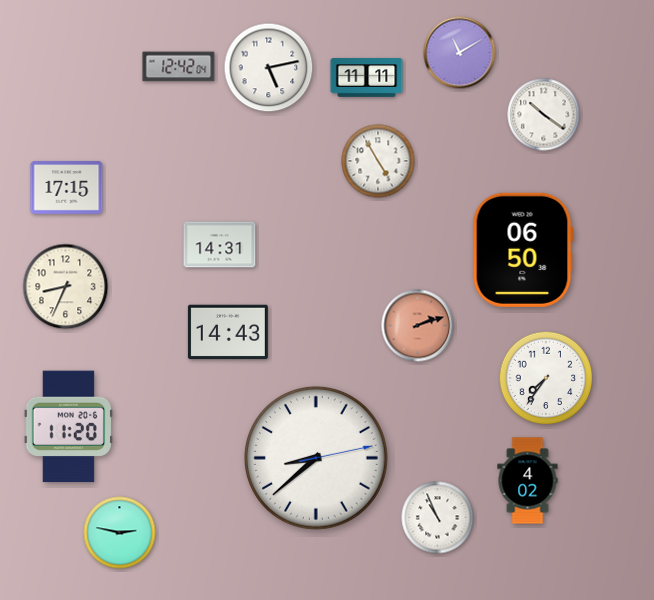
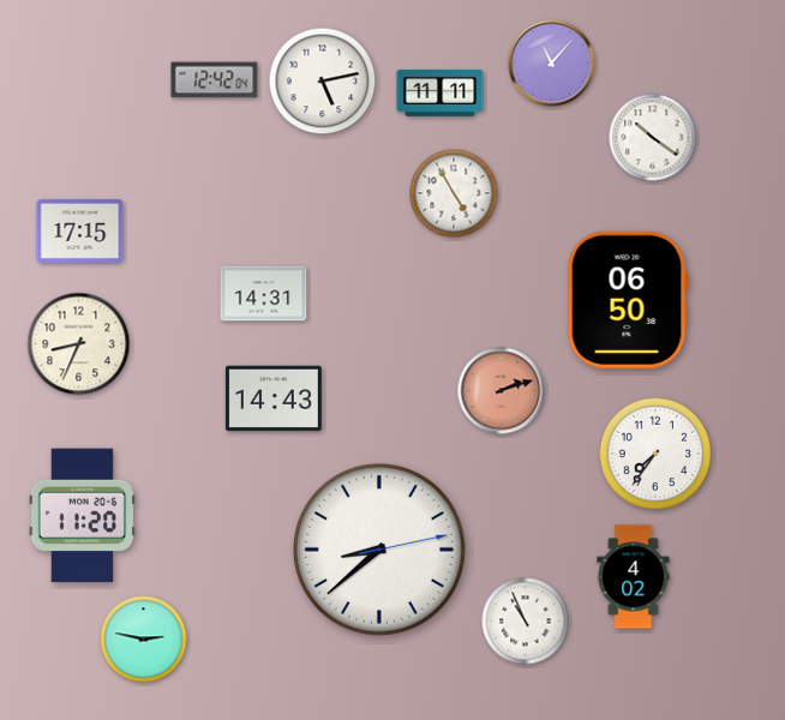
clock at (460, 53): 11:10 -> 11:07
clock at (67, 187) position: (67, 187) -> (80, 230)
clock at (68, 427) position: (68, 427) -> (82, 516)
